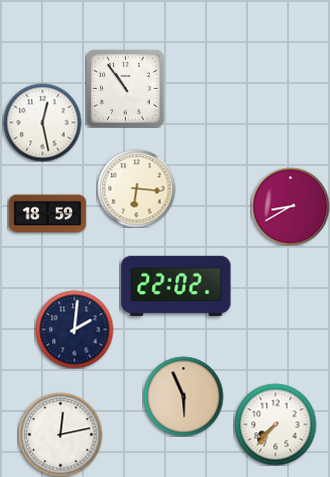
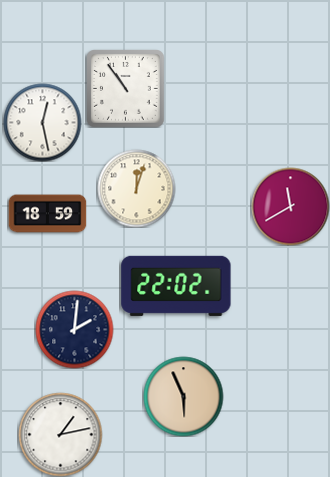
clock at (136, 188): 6:16 -> 12:03
clock at (290, 206): 8:40 -> 11:40
clock at (275, 424): 7:37 -> none
clock at (60, 434): 12:13 -> 1:13
